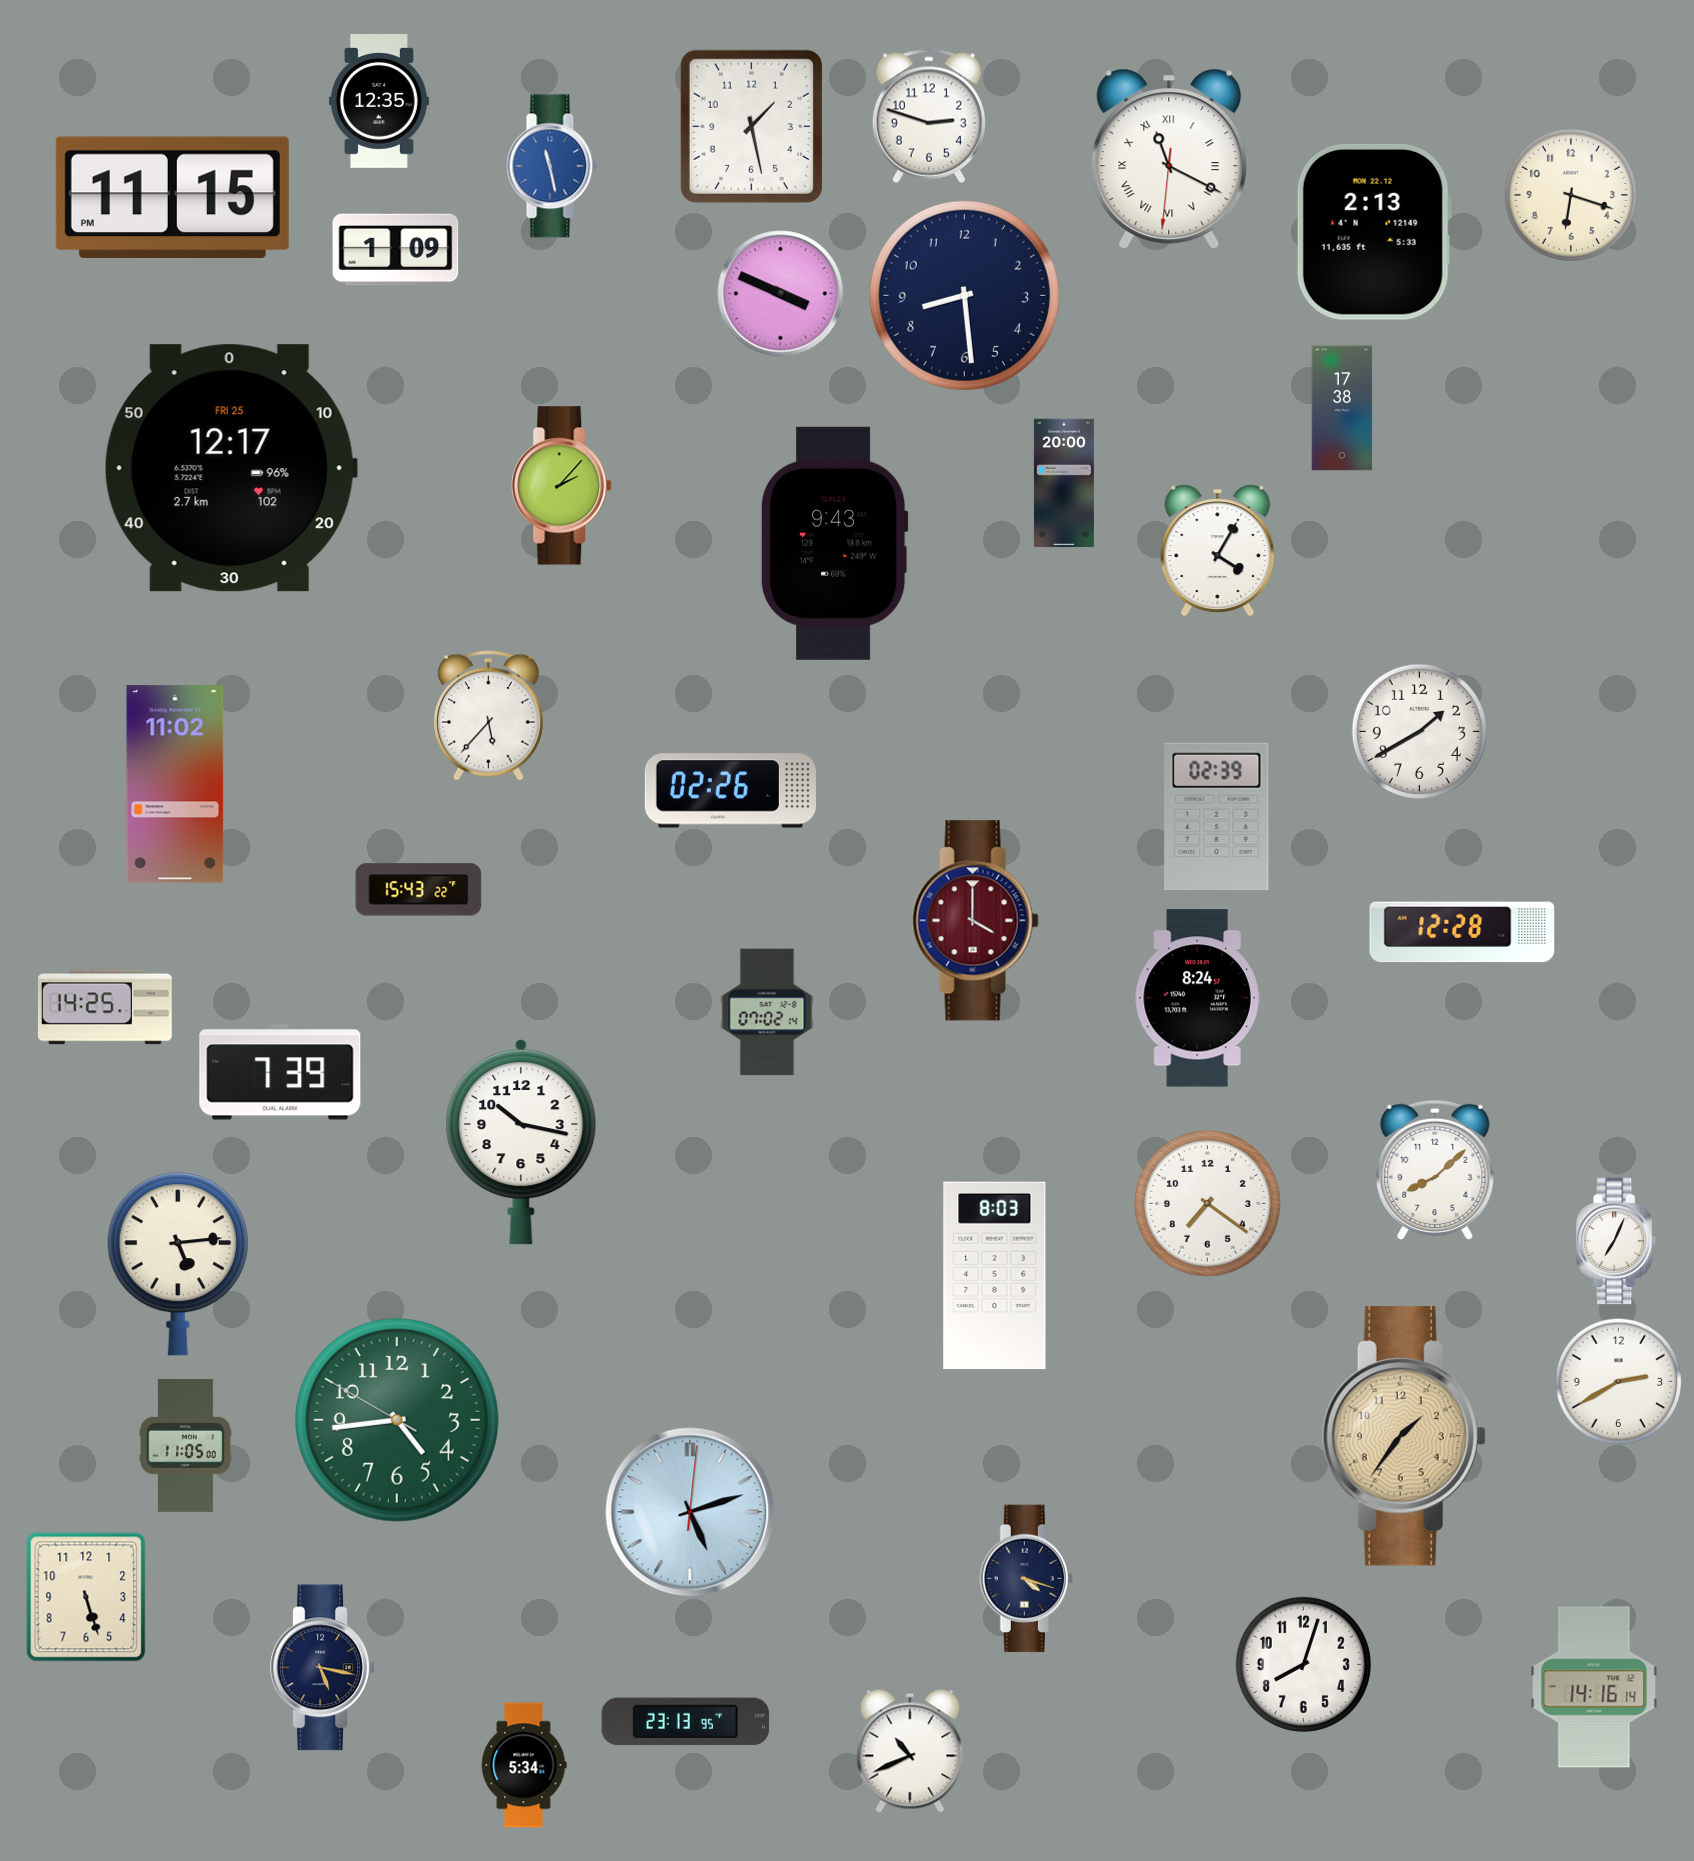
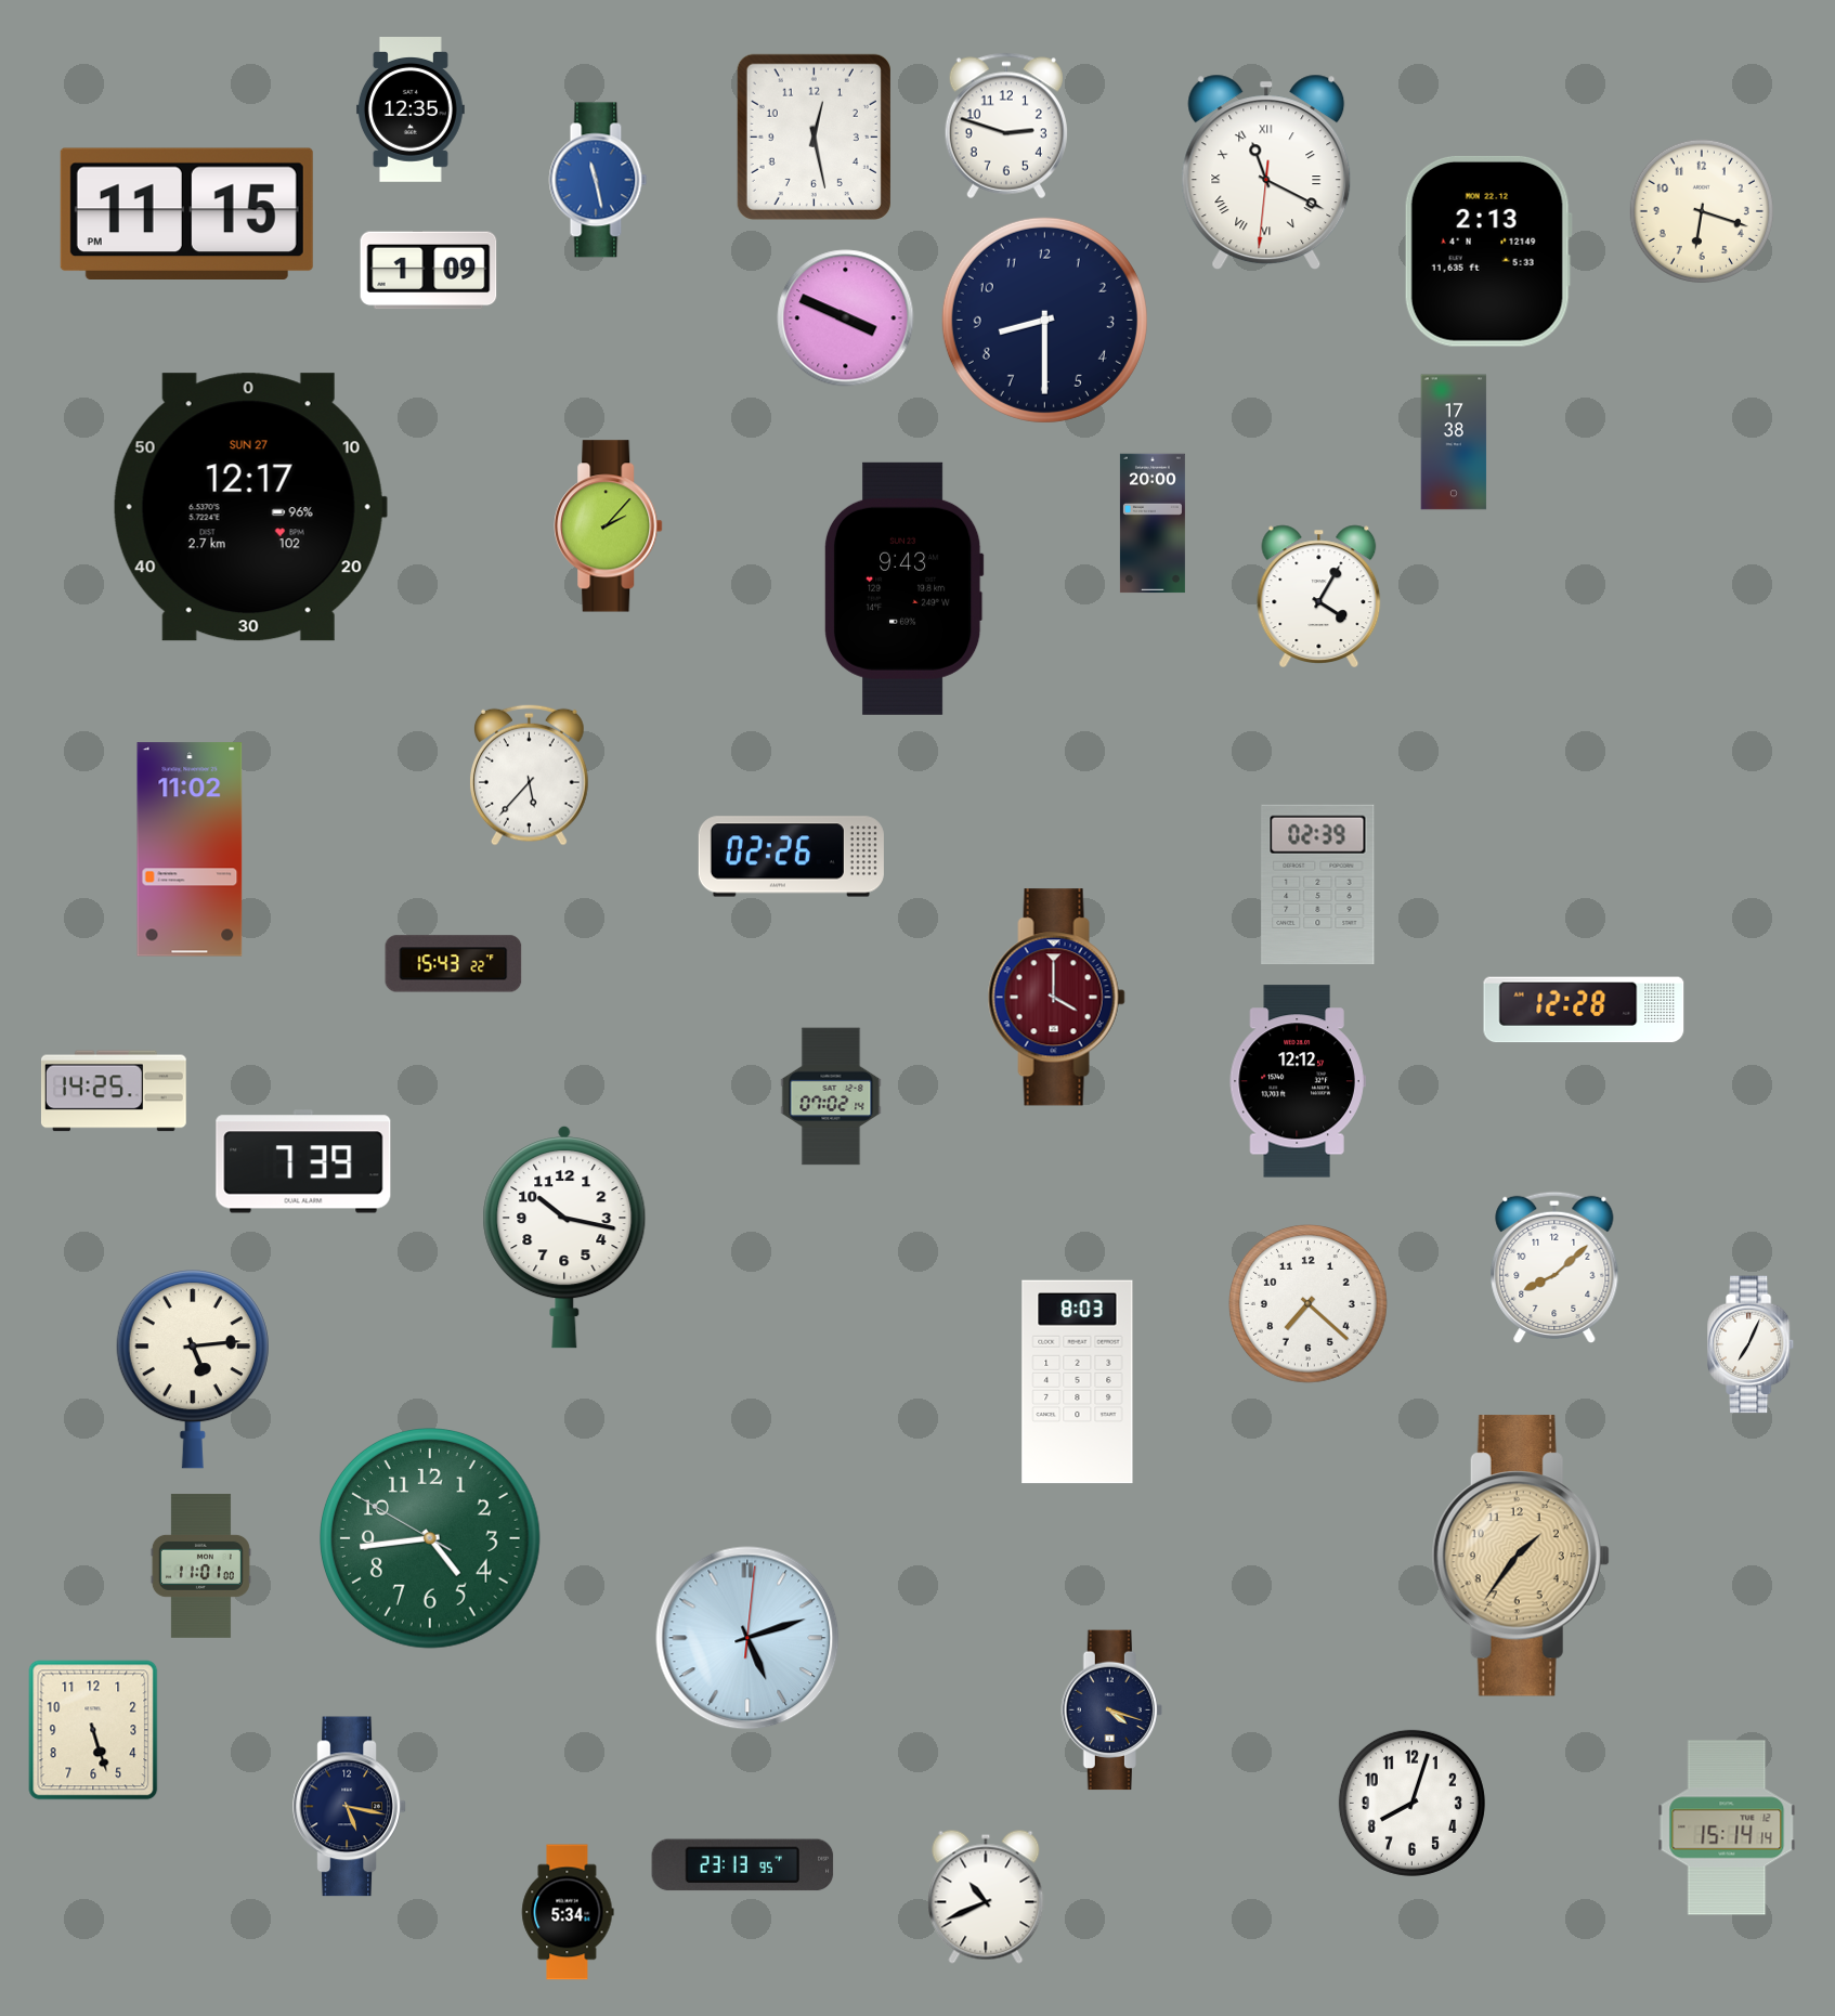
clock at (751, 126): 1:28 -> 12:28
clock at (964, 295): 8:29 -> 8:30
clock at (231, 468) date: FRI 25 -> SUN 27
clock at (1419, 731): 1:40 -> none
clock at (1198, 998): 8:24 -> 12:12
clock at (1208, 1204): 7:21 -> 7:22
clock at (1619, 1382): 2:40 -> none
clock at (185, 1445): 11:05 -> 11:01
clock at (1594, 1687): 14:16 -> 15:14
